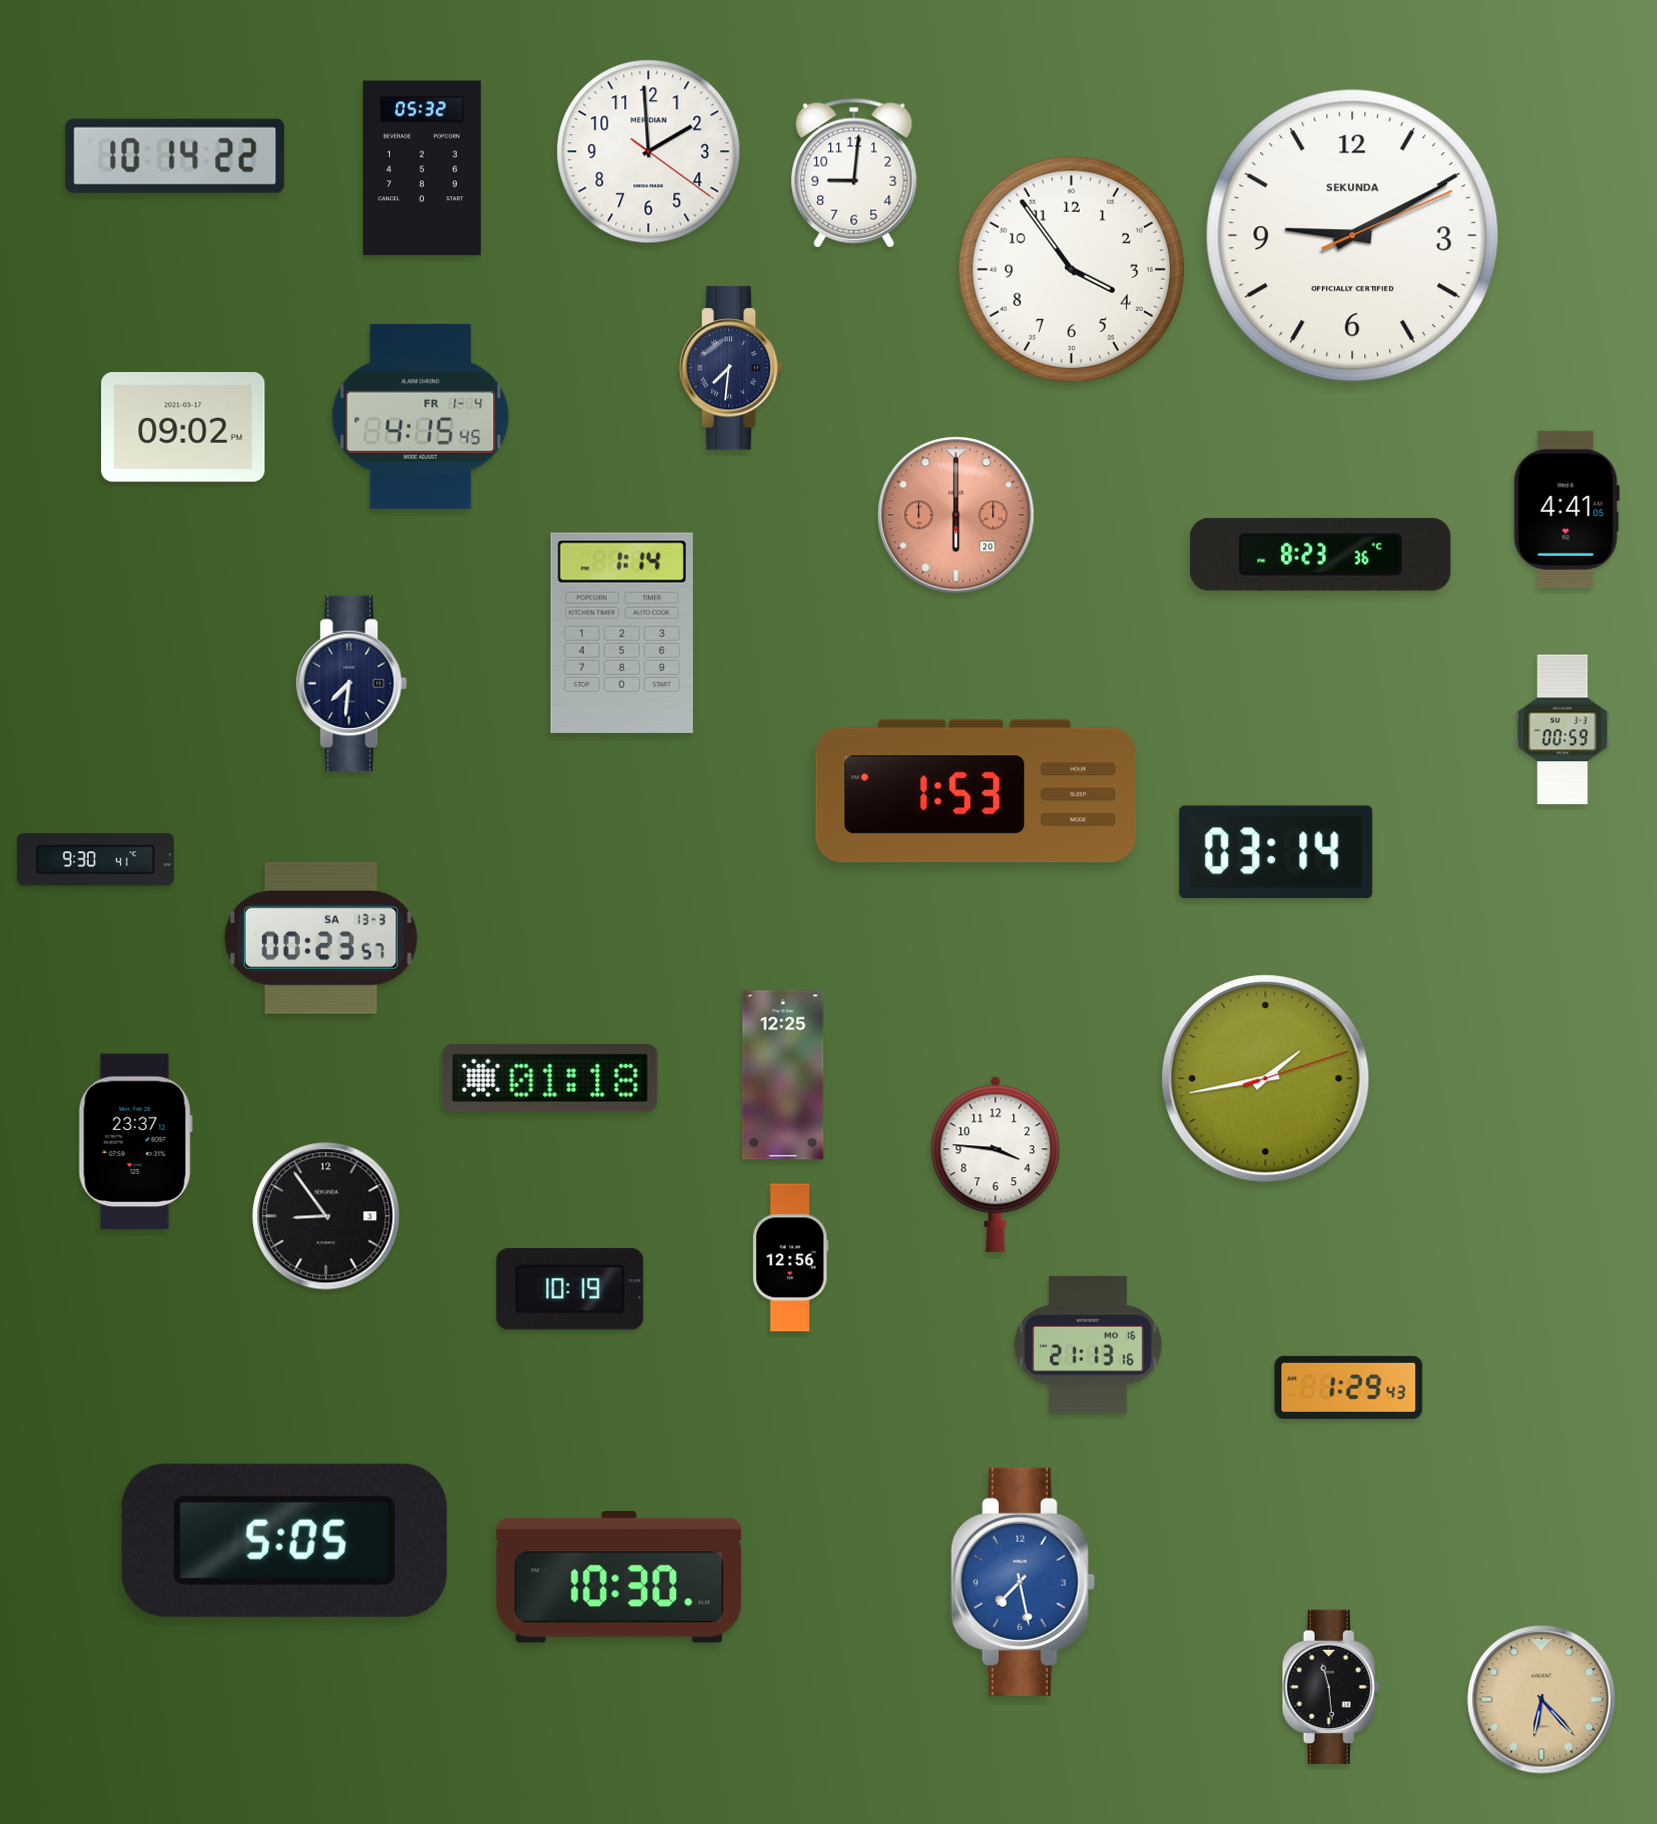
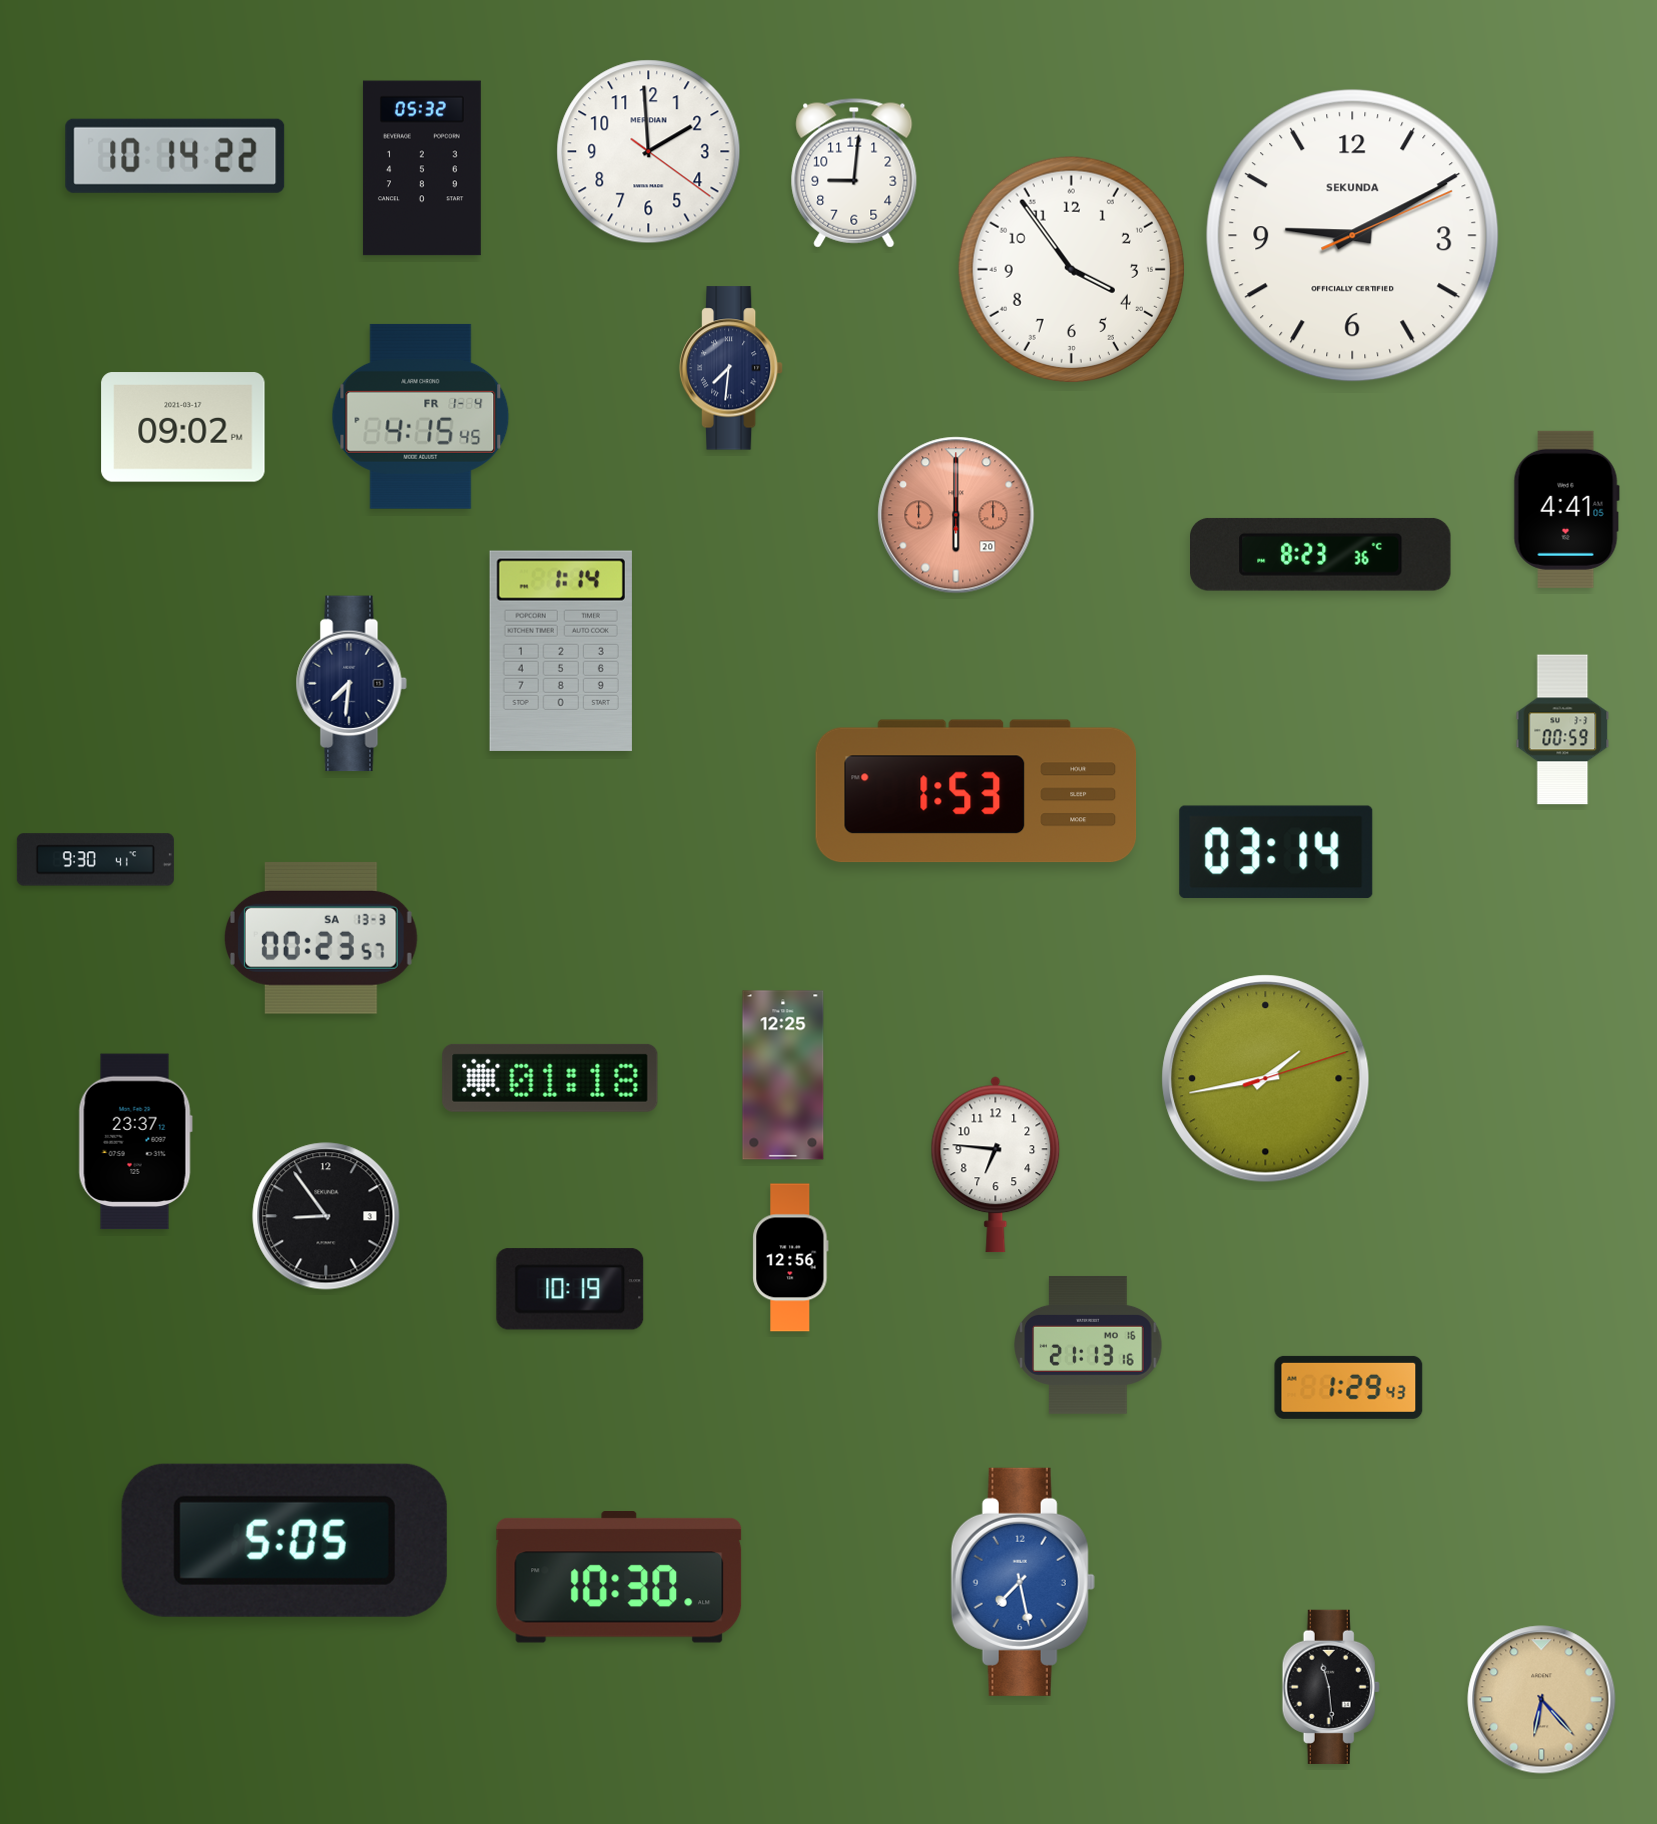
clock at (622, 633) position: (622, 633) -> (561, 651)
clock at (996, 1165): 3:46 -> 6:46
